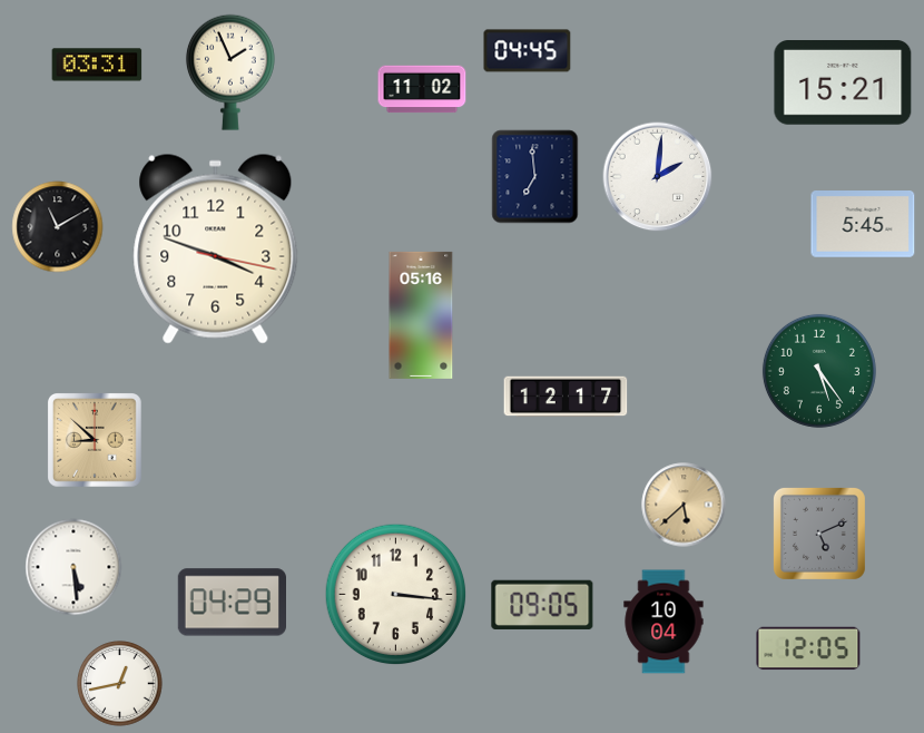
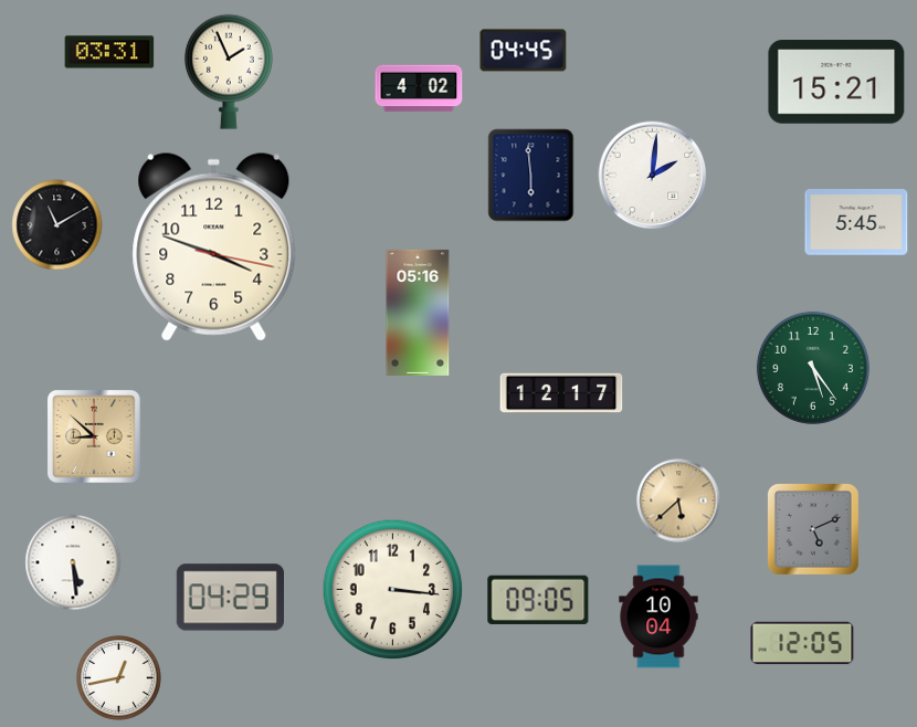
clock at (97, 65) position: (97, 65) -> (109, 52)
clock at (422, 89): 11:02 -> 4:02
clock at (535, 177): 6:59 -> 5:59
